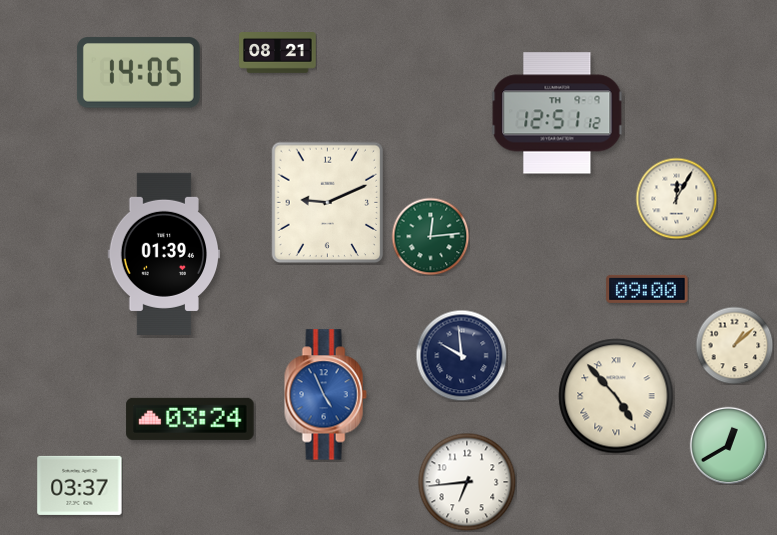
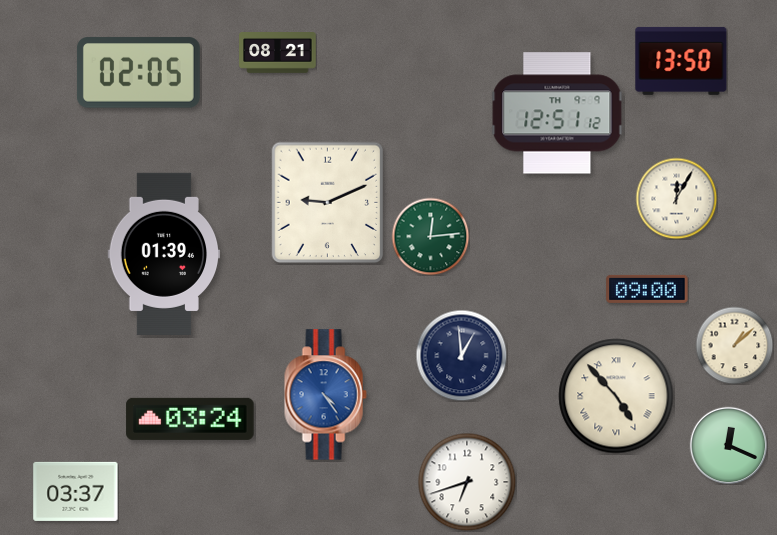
clock at (681, 61): none -> 13:50
clock at (138, 73): 14:05 -> 02:05
clock at (461, 355): 9:59 -> 12:59
clock at (325, 395): 4:56 -> 4:24
clock at (728, 445): 12:40 -> 12:19
clock at (467, 482): 6:44 -> 6:42
clock at (80, 485) position: (80, 485) -> (76, 491)
